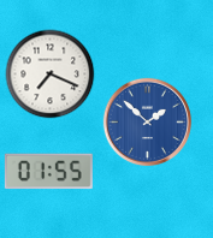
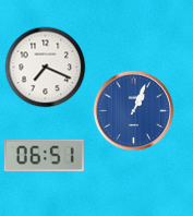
clock at (147, 121): 1:52 -> 1:04
clock at (48, 172): 01:55 -> 06:51
